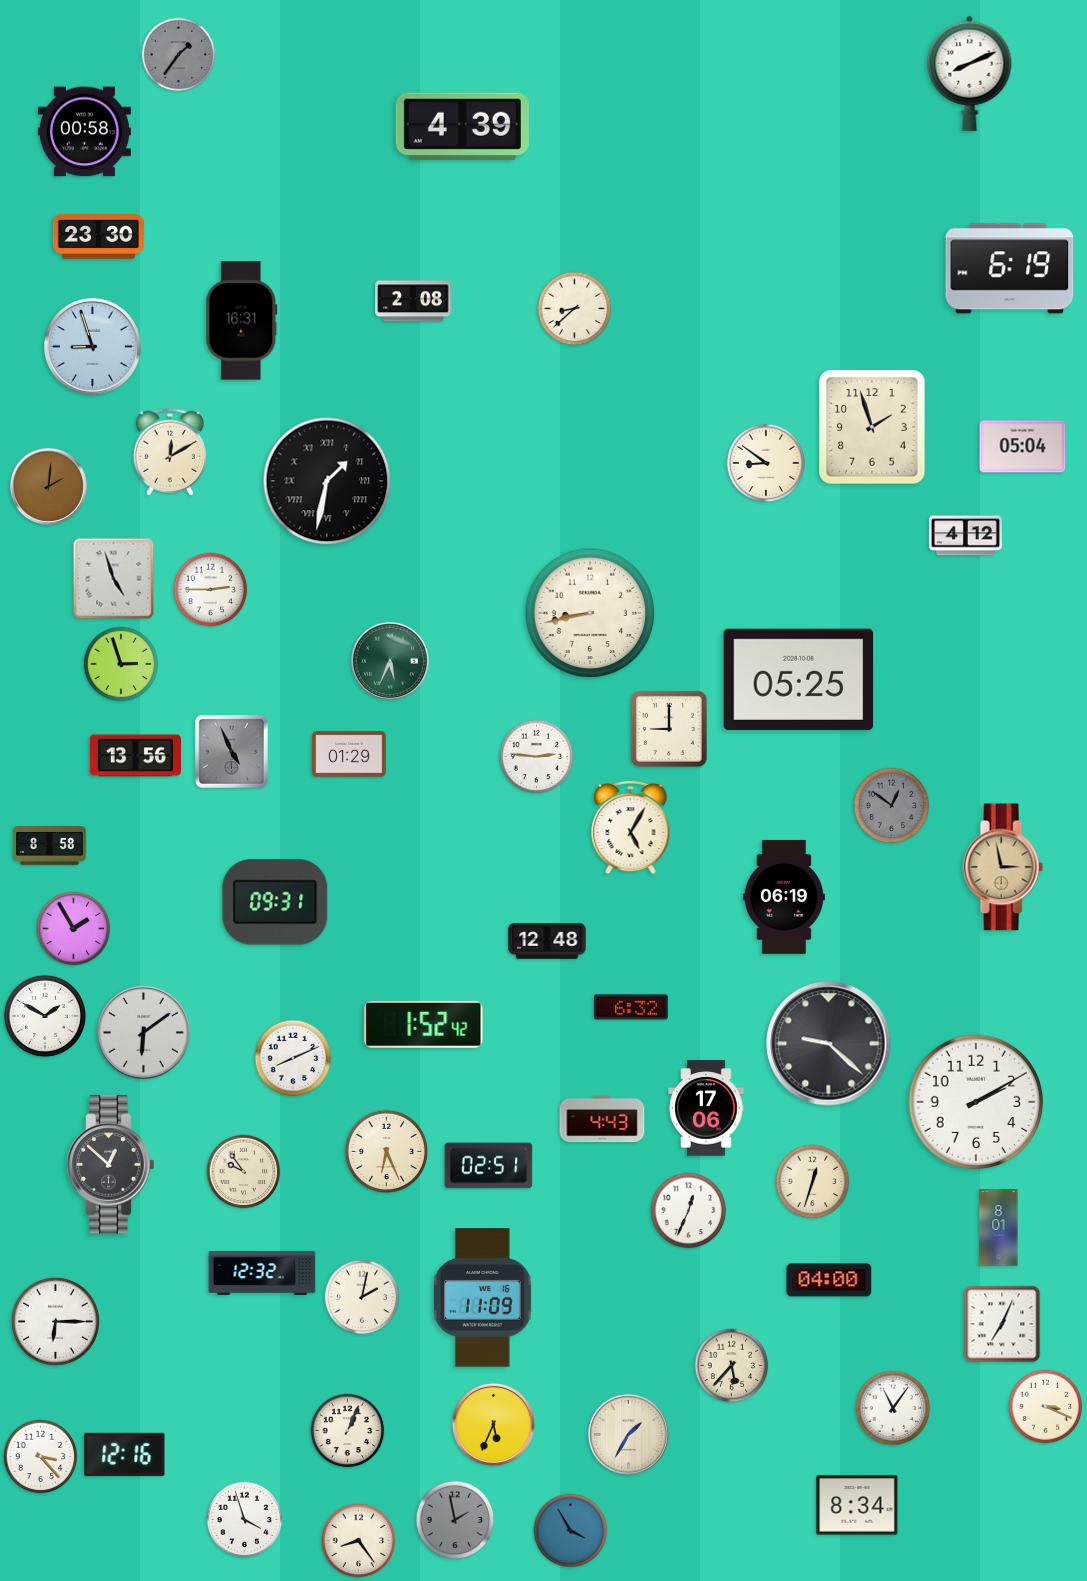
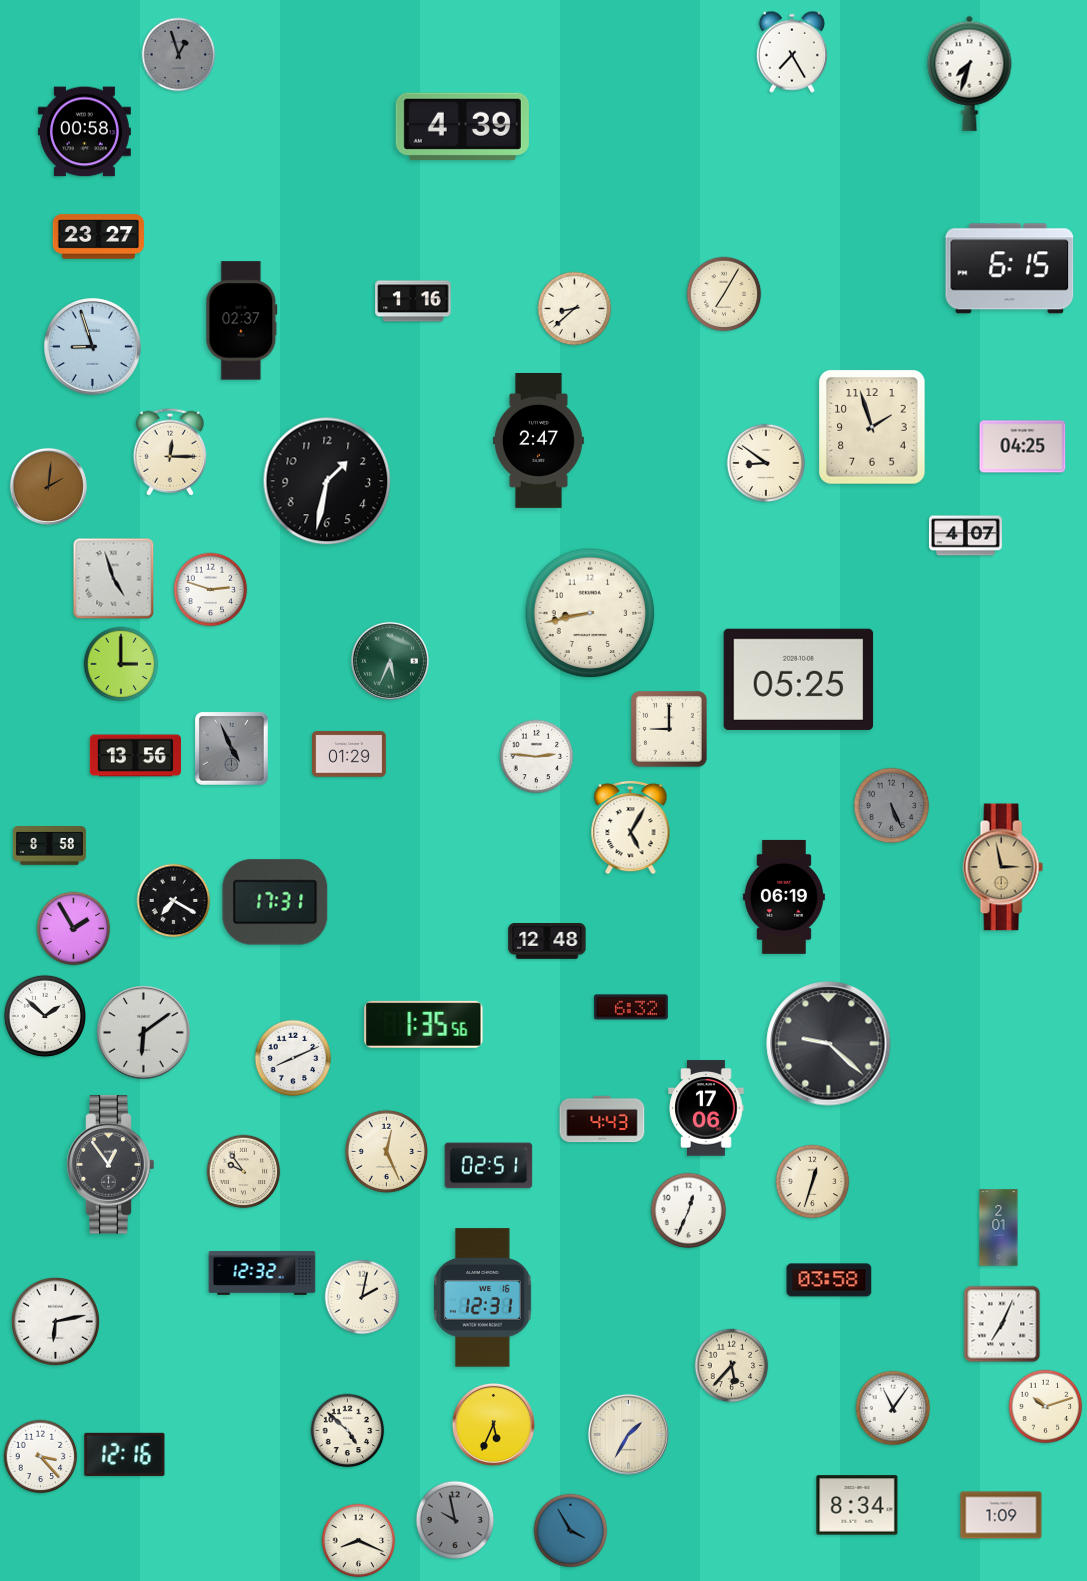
clock at (792, 52): none -> 7:25
clock at (179, 55): 1:36 -> 12:57
clock at (970, 73): 8:11 -> 7:33
clock at (98, 237): 23:30 -> 23:27
clock at (1010, 269): 6:19 -> 6:15
clock at (724, 294): none -> 7:05
clock at (413, 301): 2:08 -> 1:16
clock at (242, 321): 16:31 -> 02:37
clock at (538, 440): none -> 2:47
clock at (1023, 447): 05:04 -> 04:25
clock at (170, 452): 12:10 -> 12:15
clock at (327, 481) numerals: Roman -> Arabic
clock at (965, 536): 4:12 -> 4:07
clock at (211, 590): 2:45 -> 2:48
clock at (121, 664): 2:57 -> 3:00
clock at (232, 752) position: (232, 752) -> (232, 749)
clock at (892, 806): 12:51 -> 5:26
clock at (174, 901): none -> 7:20
clock at (275, 902): 09:31 -> 17:31
clock at (44, 1015): 1:50 -> 1:52
clock at (424, 1024): 1:52 -> 1:35
clock at (975, 1101): 2:10 -> none
clock at (386, 1151): 6:26 -> 12:26
clock at (111, 1165): 12:52 -> 12:54
clock at (999, 1228): 8:01 -> 2:01
clock at (829, 1280): 04:00 -> 03:58
clock at (482, 1298): 11:09 -> 12:31
clock at (55, 1321): 6:15 -> 6:13
clock at (1046, 1407): 3:19 -> 10:12
clock at (348, 1431): 1:04 -> 4:52
clock at (1001, 1515): none -> 1:09
clock at (245, 1520): 3:57 -> none
clock at (455, 1520): 1:58 -> 9:58
clock at (359, 1541): 8:24 -> 8:19
